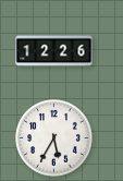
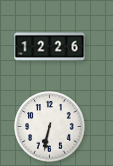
clock at (54, 138): 5:35 -> 6:32
